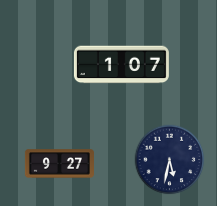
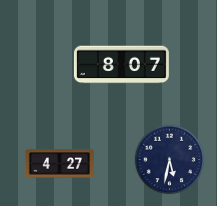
clock at (121, 65): 1:07 -> 8:07
clock at (59, 164): 9:27 -> 4:27
